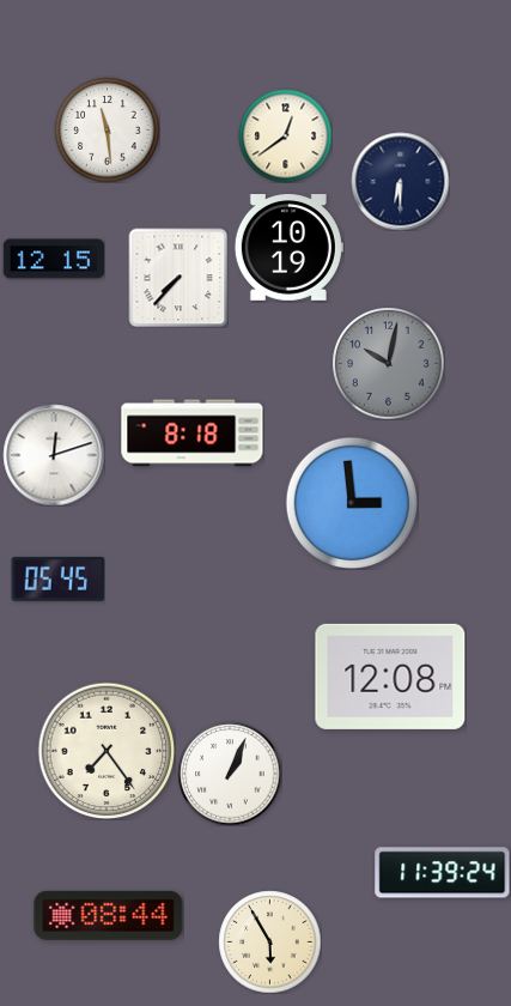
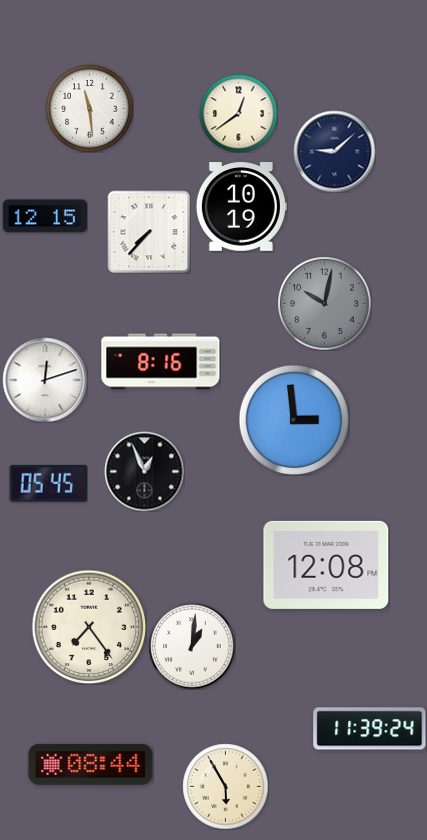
clock at (400, 181): 6:30 -> 9:08
clock at (193, 434): 8:18 -> 8:16
clock at (144, 471): none -> 12:56
clock at (230, 774): 1:04 -> 1:01
